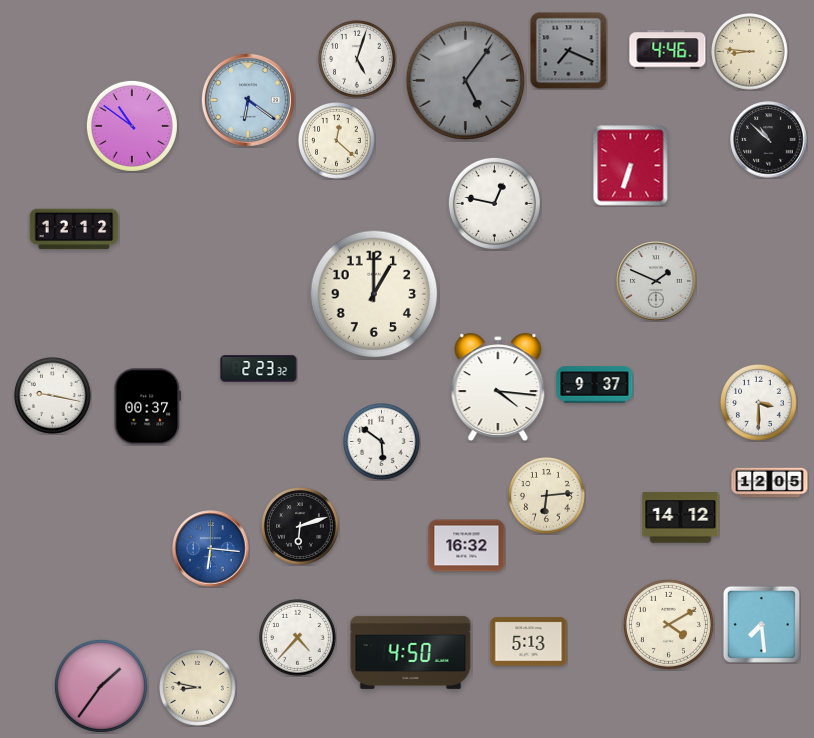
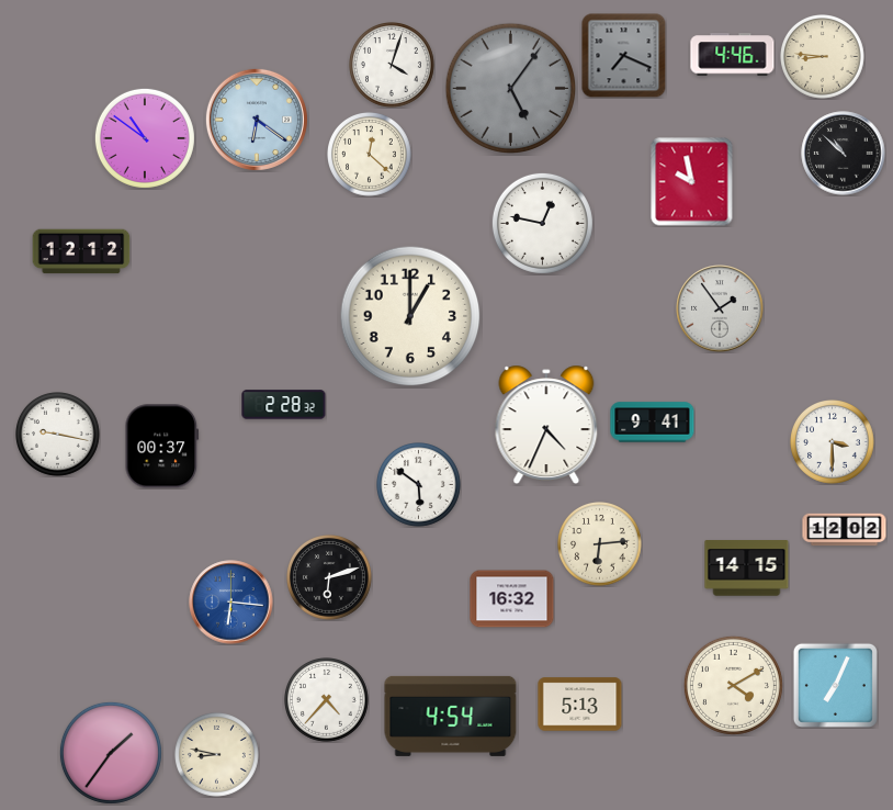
clock at (358, 60): 5:03 -> 4:03
clock at (248, 100) position: (248, 100) -> (257, 120)
clock at (631, 166): 6:33 -> 9:58
clock at (656, 281): 1:49 -> 1:54
clock at (374, 294) position: (374, 294) -> (410, 316)
clock at (259, 369): 2:23 -> 2:28
clock at (595, 385): 9:37 -> 9:41
clock at (498, 386): 4:16 -> 4:34
clock at (770, 483): 12:05 -> 12:02
clock at (681, 518): 14:12 -> 14:15
clock at (761, 624): 7:29 -> 7:04
clock at (411, 652): 4:50 -> 4:54
